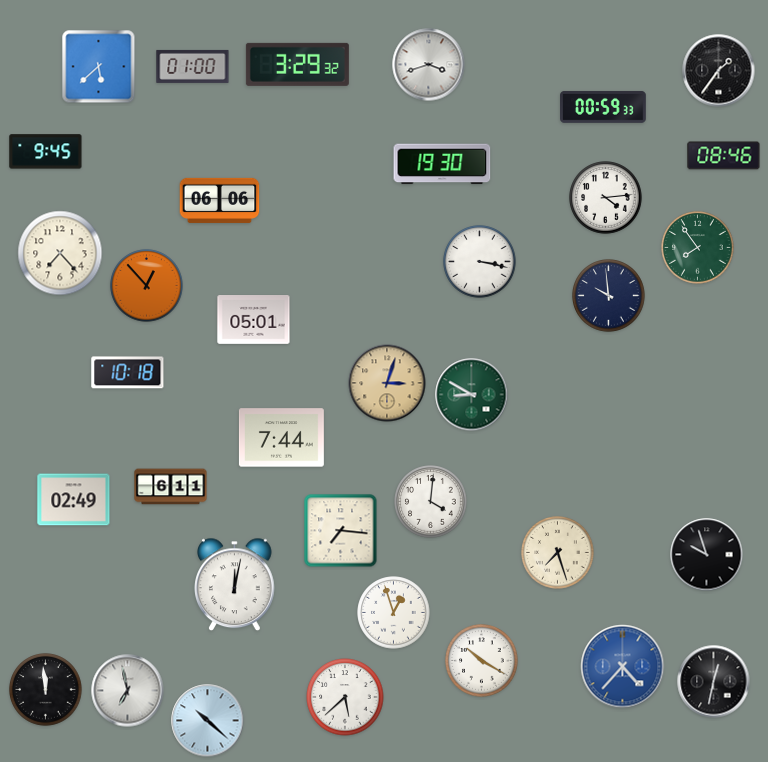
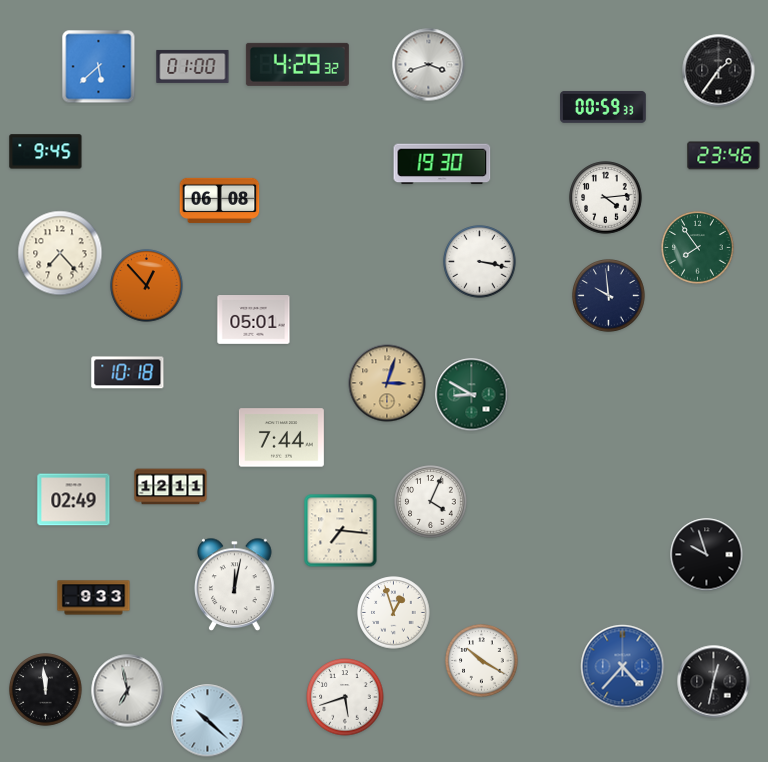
clock at (297, 64): 3:29 -> 4:29
clock at (724, 156): 08:46 -> 23:46
clock at (220, 200): 06:06 -> 06:08
clock at (171, 487): 6:11 -> 12:11
clock at (431, 502): 4:01 -> 4:04
clock at (558, 553): 7:27 -> none
clock at (94, 598): none -> 9:33
clock at (345, 697): 5:38 -> 5:42
